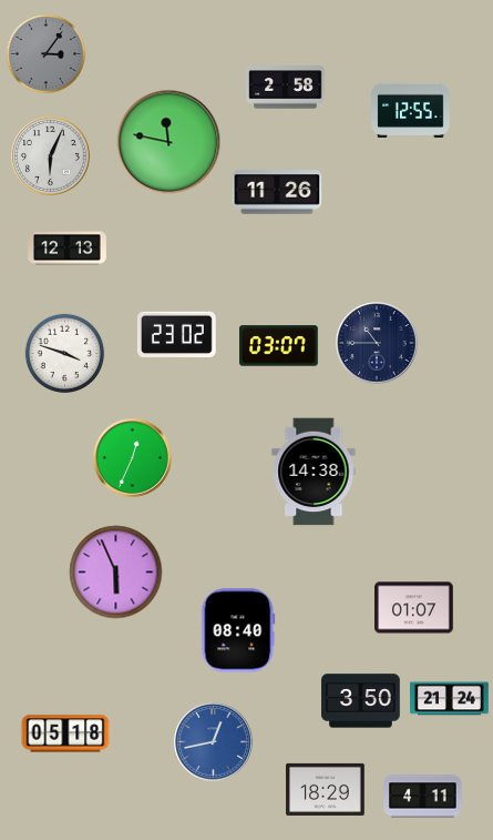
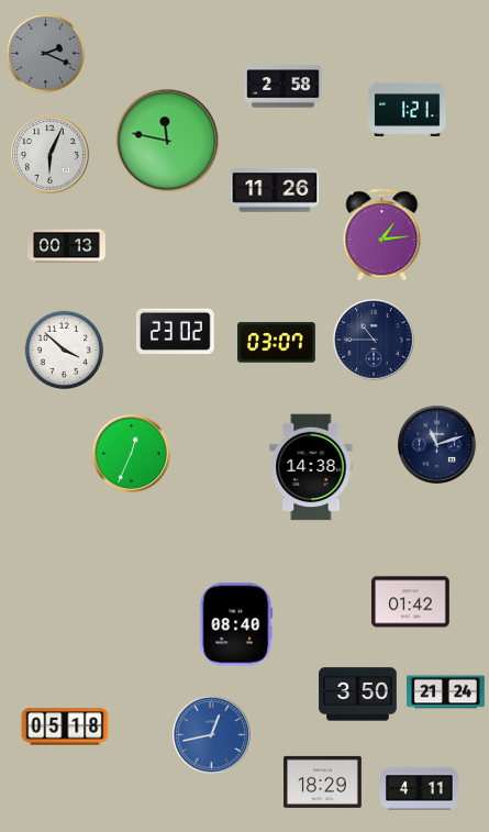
clock at (47, 54): 3:06 -> 2:19
clock at (411, 110): 12:55 -> 1:21
clock at (382, 235): none -> 1:14
clock at (68, 249): 12:13 -> 00:13
clock at (65, 354): 3:48 -> 3:52
clock at (437, 445): none -> 11:12
clock at (116, 573): 5:56 -> none
clock at (414, 608): 01:07 -> 01:42
